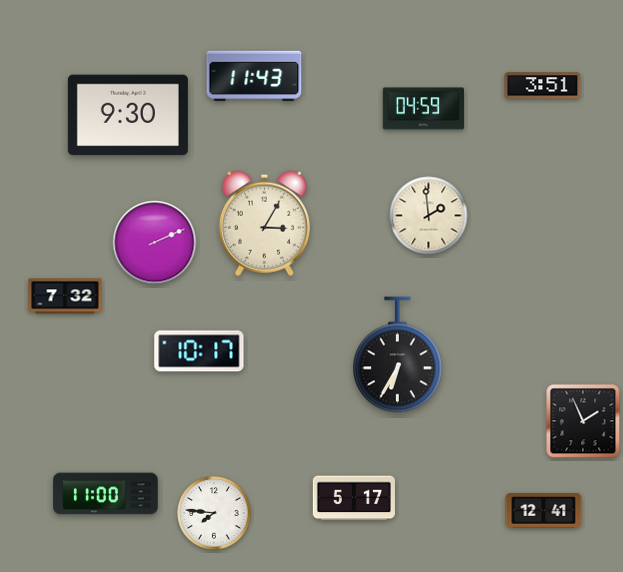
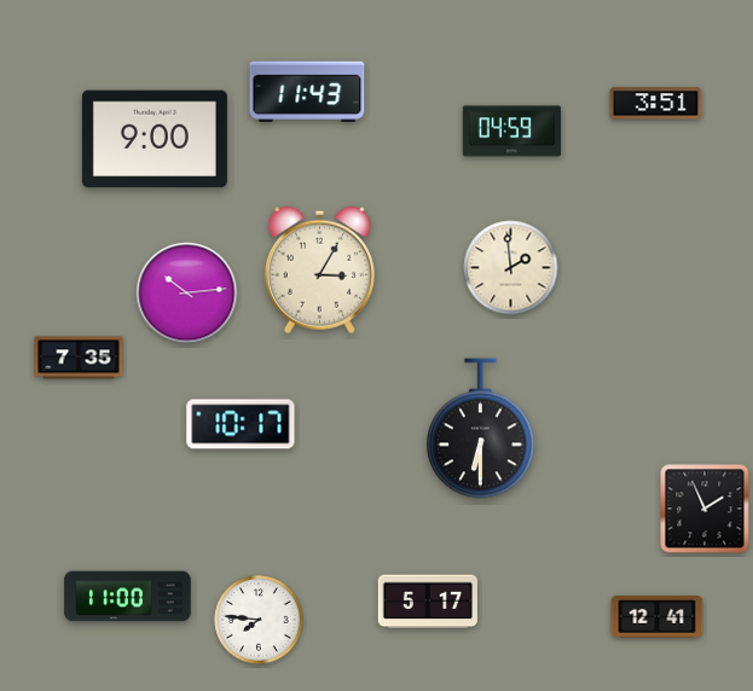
clock at (128, 115): 9:30 -> 9:00
clock at (429, 216) position: (429, 216) -> (511, 268)
clock at (155, 243): 2:11 -> 10:14
clock at (65, 296): 7:32 -> 7:35
clock at (398, 355): 6:35 -> 6:30
